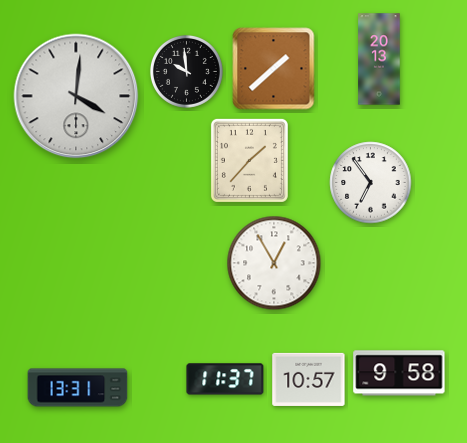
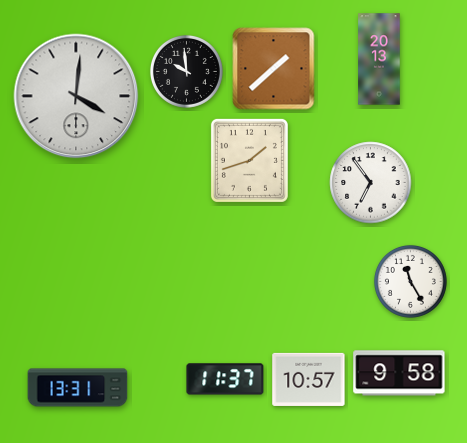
clock at (249, 160): 1:37 -> 1:42
clock at (274, 263): 12:55 -> none
clock at (410, 281): none -> 11:25
